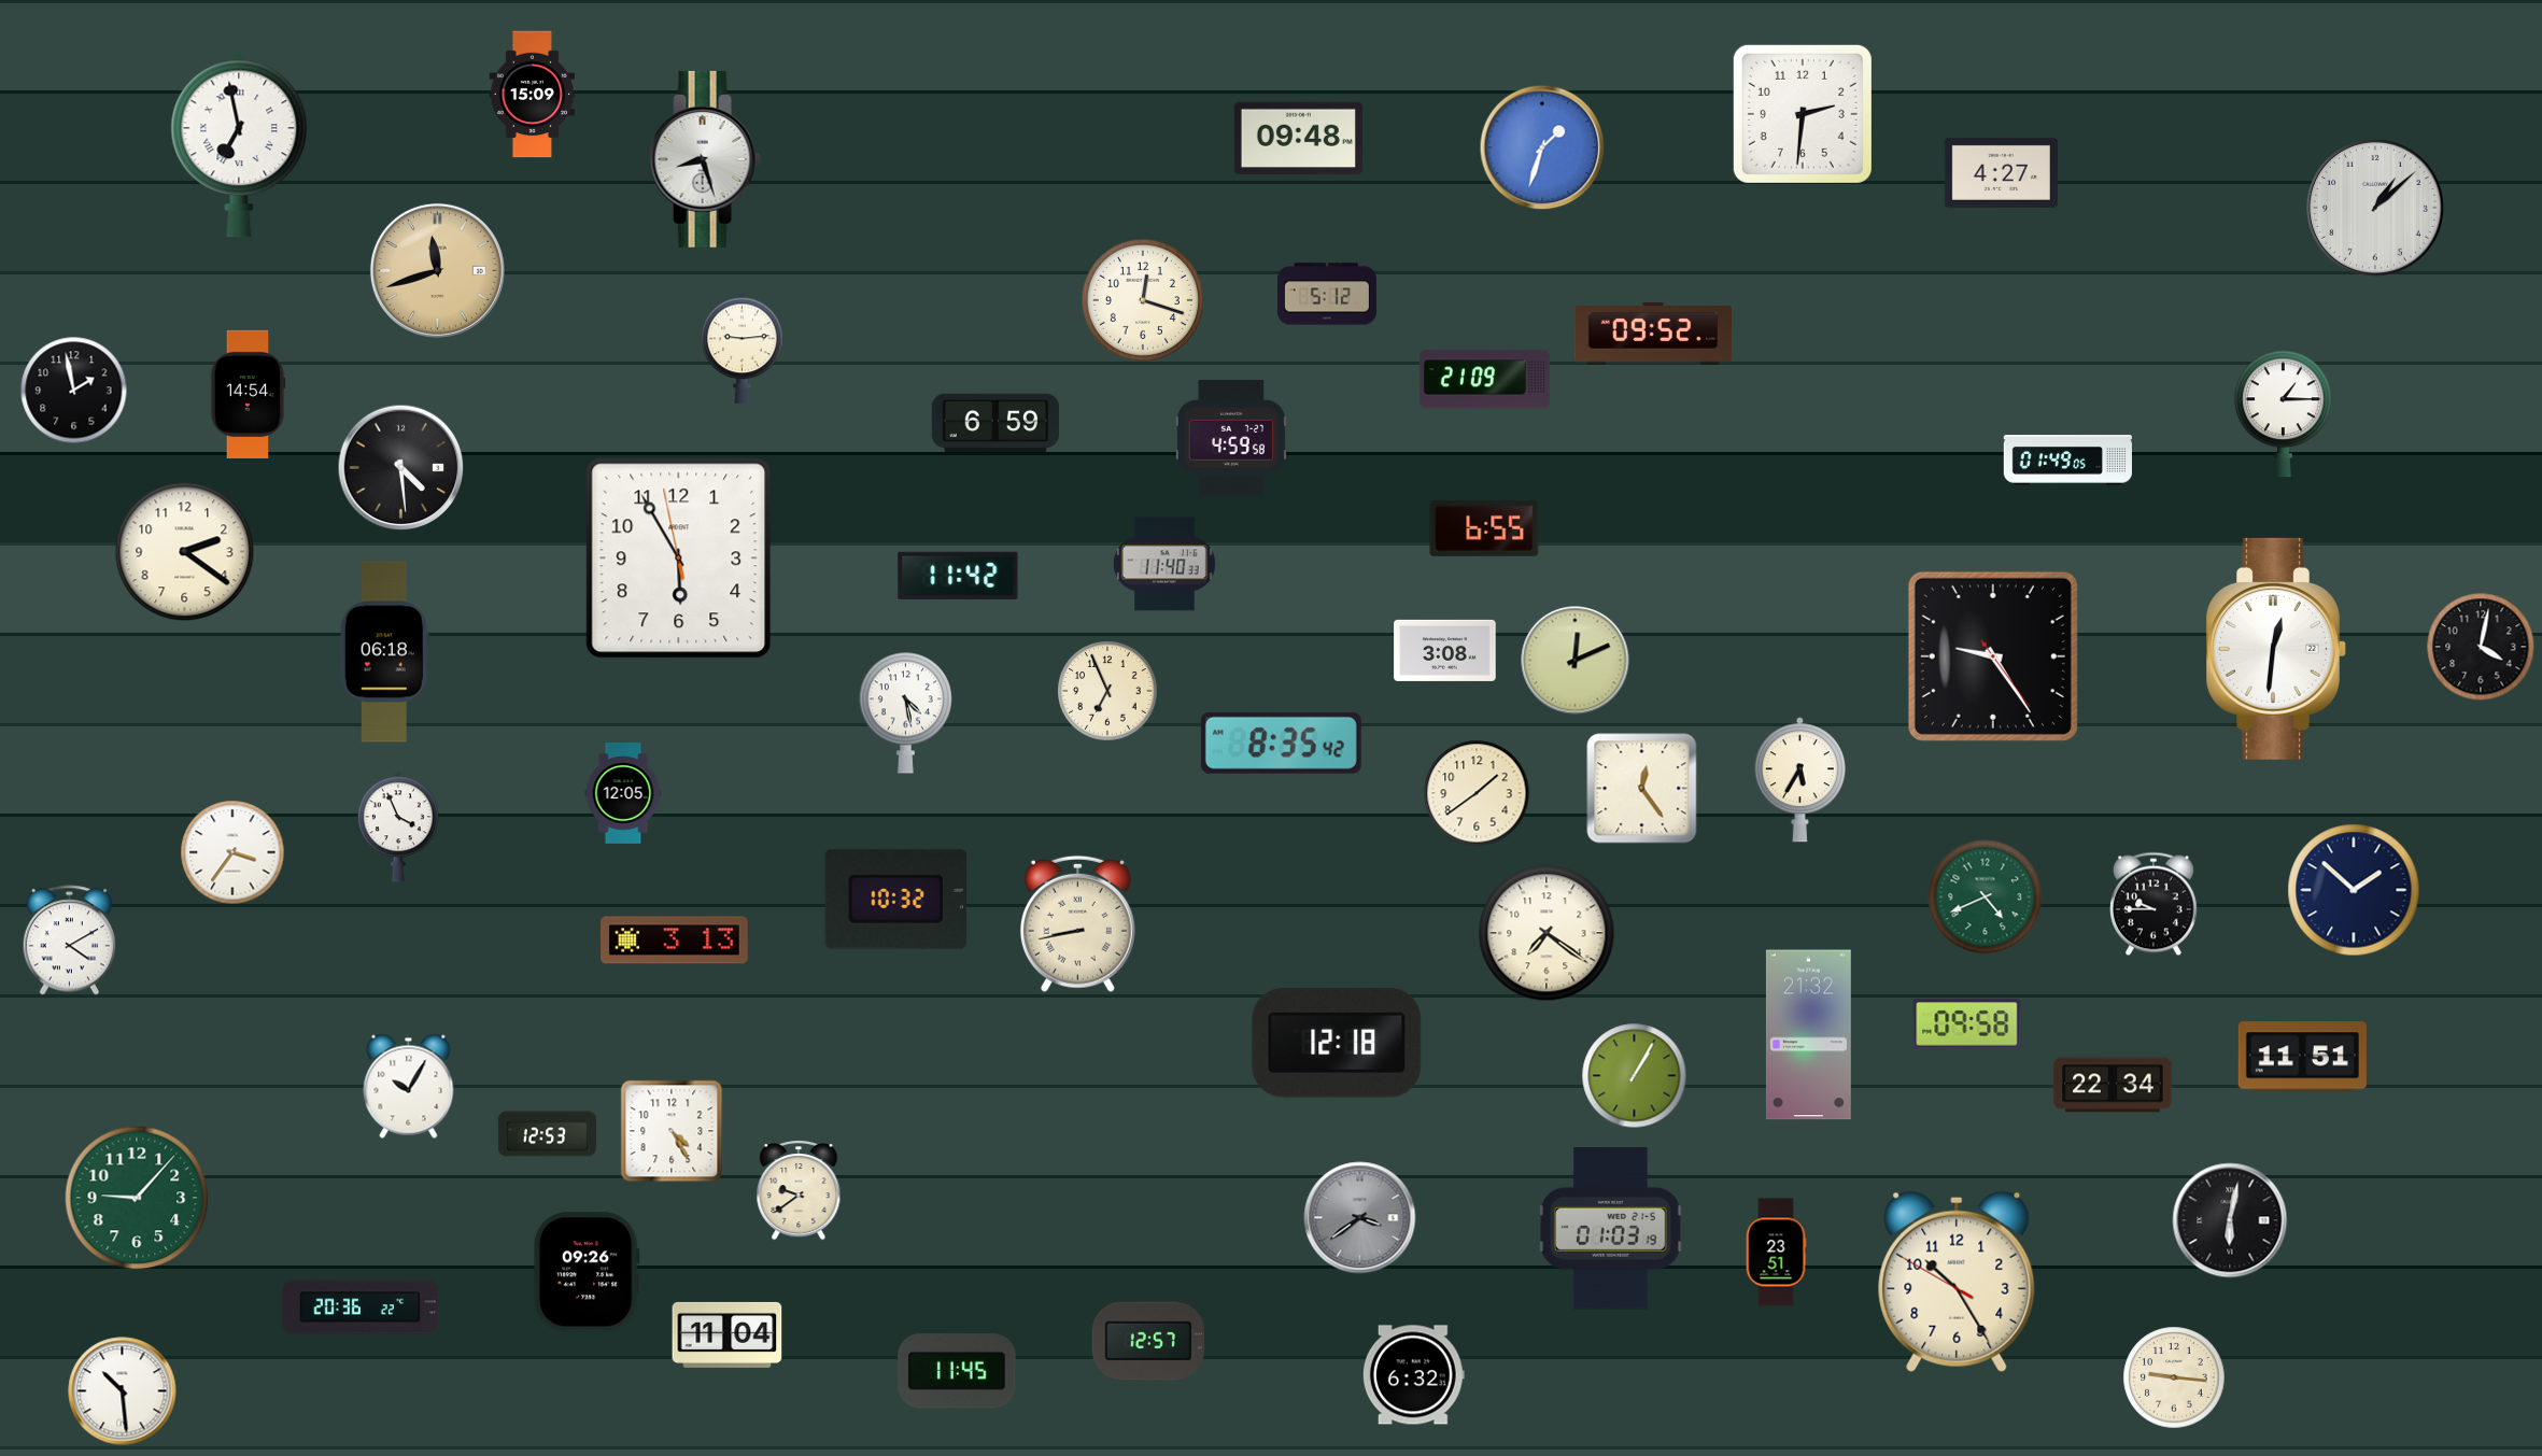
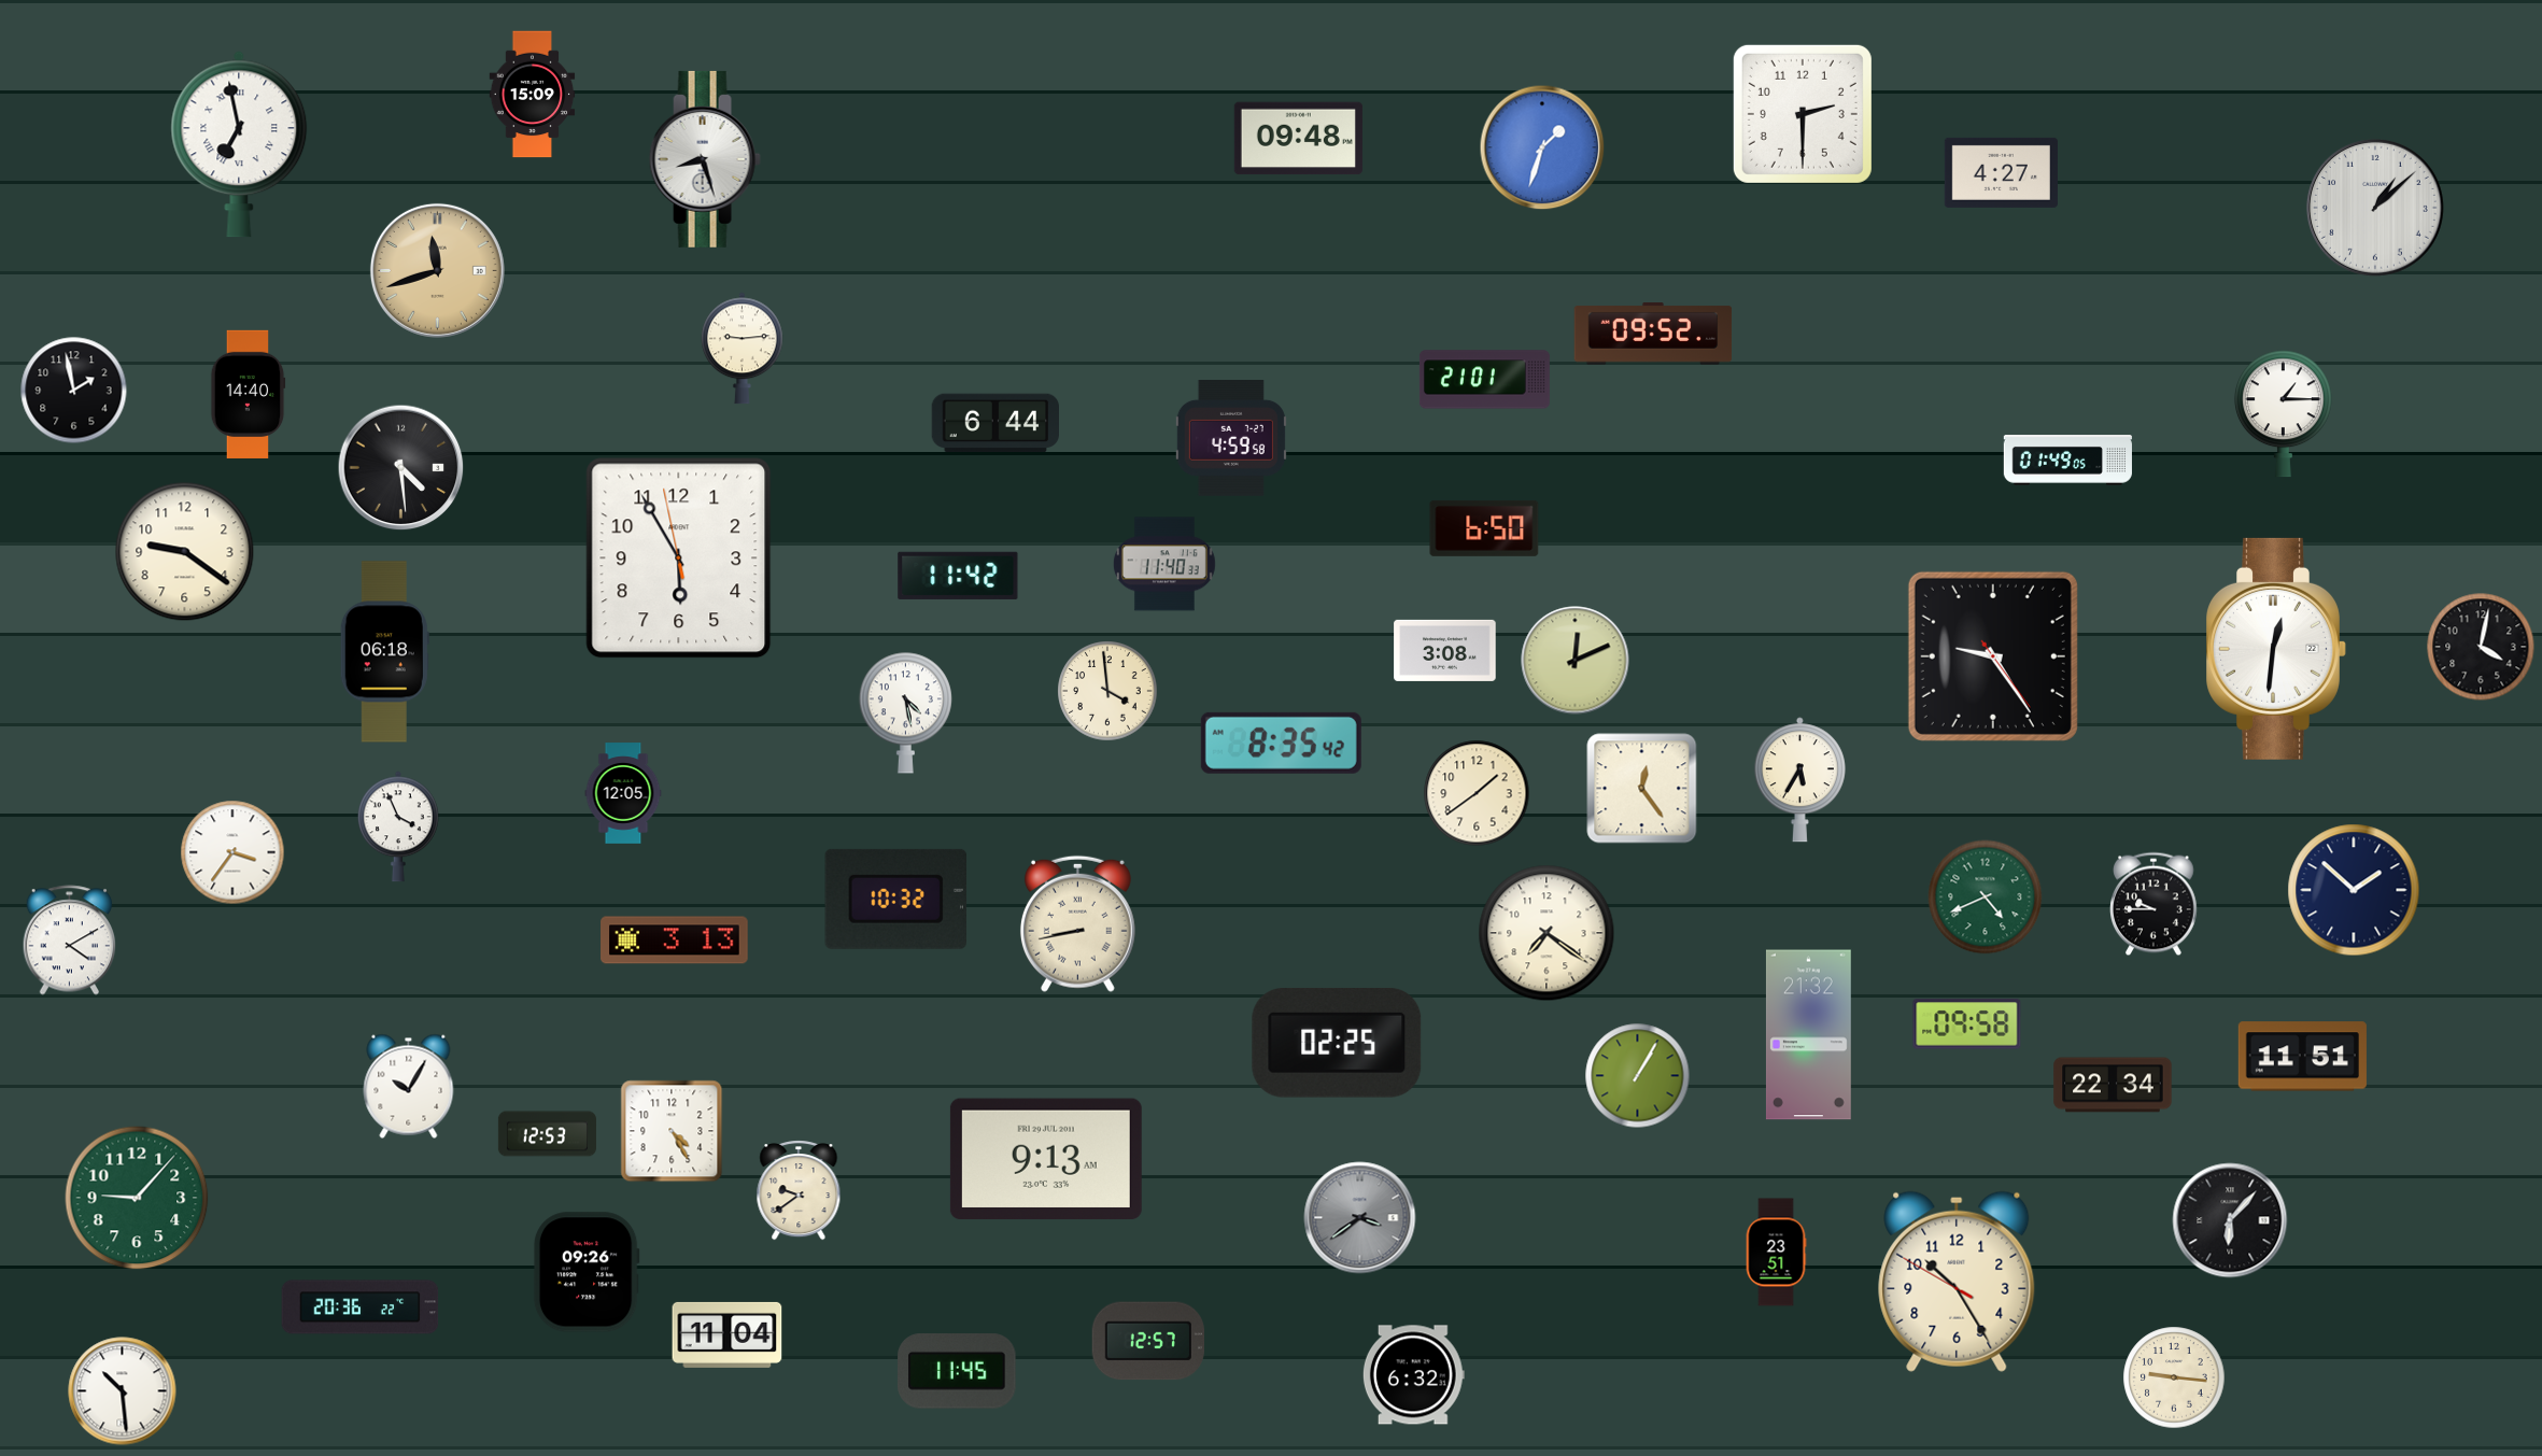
clock at (1803, 114): 2:31 -> 2:30
clock at (1327, 294): 5:12 -> none
clock at (1143, 300): 12:18 -> none
clock at (1484, 380): 21:09 -> 21:01
clock at (248, 394): 14:54 -> 14:40
clock at (994, 423): 6:59 -> 6:44
clock at (1484, 528): 6:55 -> 6:50
clock at (185, 552): 2:21 -> 9:21
clock at (1107, 691): 6:56 -> 3:59
clock at (1337, 1044): 12:18 -> 02:25
clock at (1635, 1076) position: (1635, 1076) -> (1638, 1076)
clock at (1046, 1159): none -> 9:13
clock at (2230, 1220): 6:02 -> 6:07
clock at (1611, 1229): 01:03 -> none
